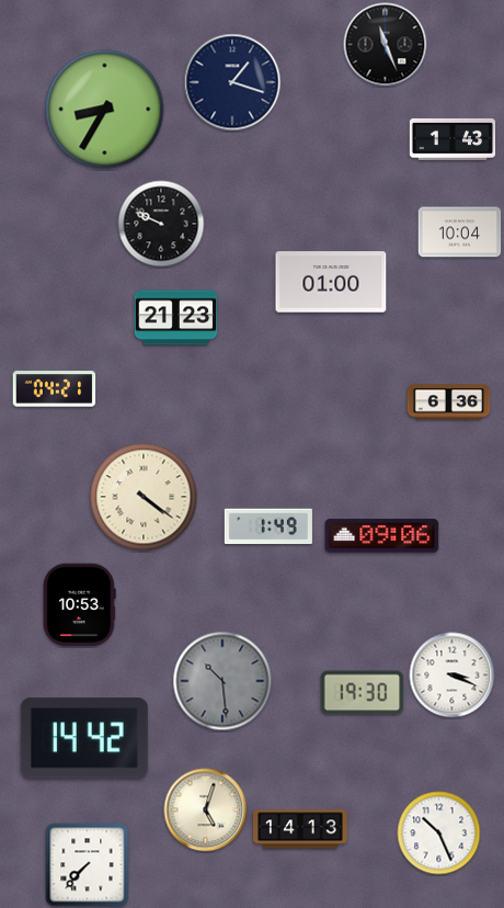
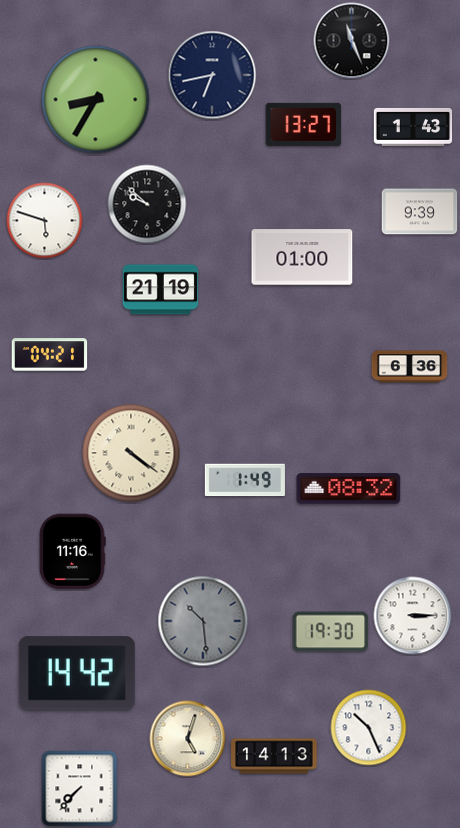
clock at (232, 82): 1:18 -> 6:43
clock at (304, 124): none -> 13:27
clock at (161, 224): 9:49 -> 9:52
clock at (460, 232): 10:04 -> 9:39
clock at (45, 221): none -> 5:48
clock at (176, 318): 21:23 -> 21:19
clock at (382, 536): 09:06 -> 08:32
clock at (79, 605): 10:53 -> 11:16
clock at (453, 676): 3:19 -> 3:15
clock at (439, 833) position: (439, 833) -> (369, 728)
